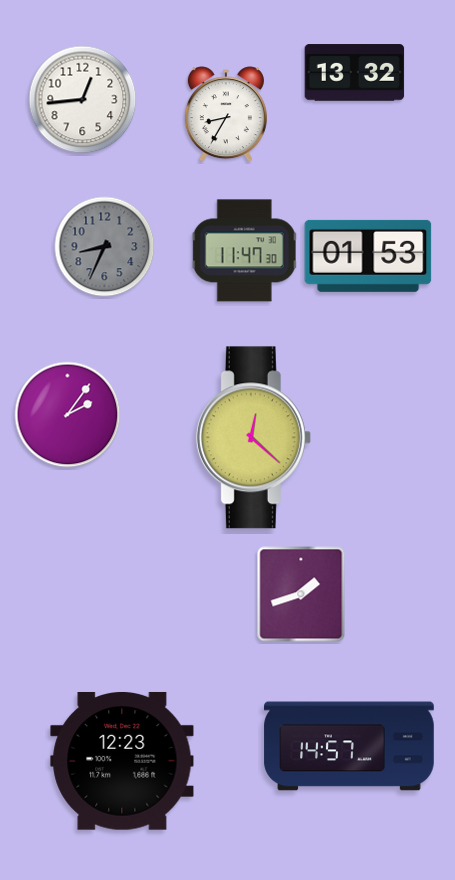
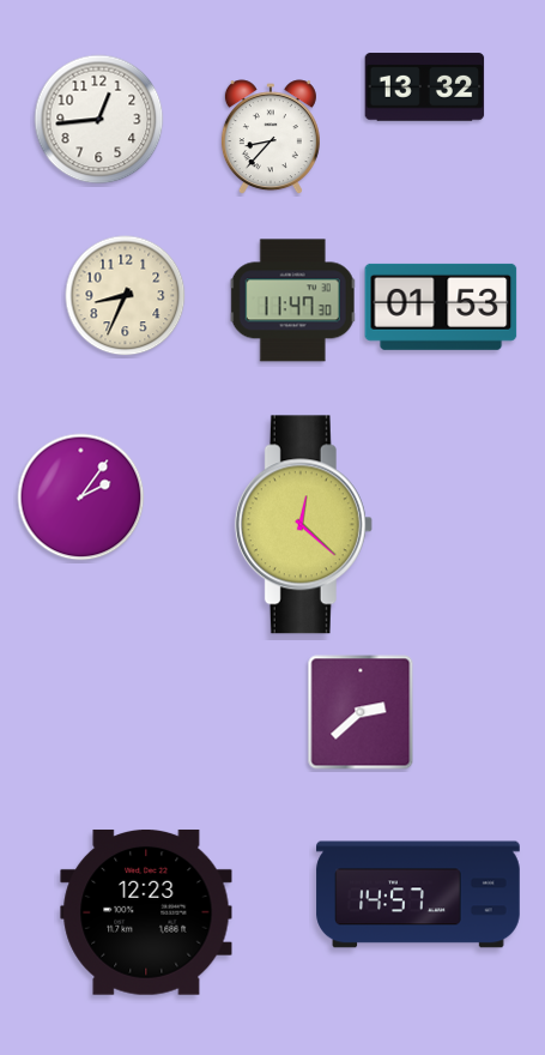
clock at (226, 115): 8:35 -> 8:37
clock at (105, 247) dial: grey -> cream
clock at (301, 594): 1:42 -> 2:38
